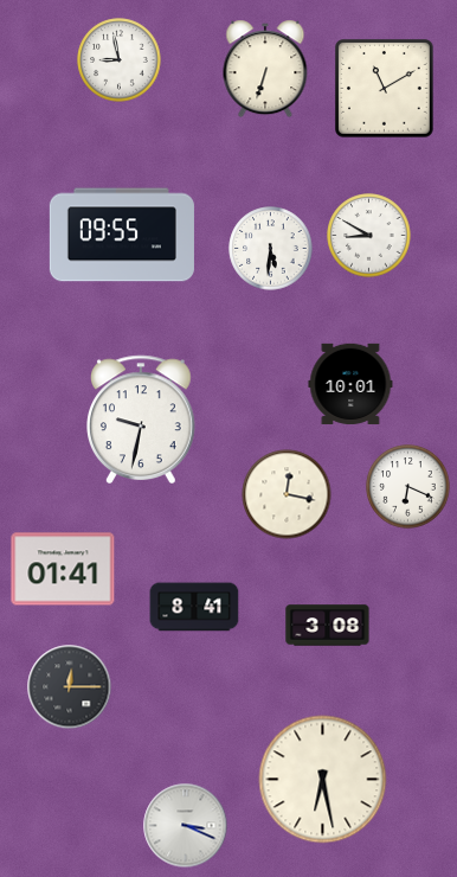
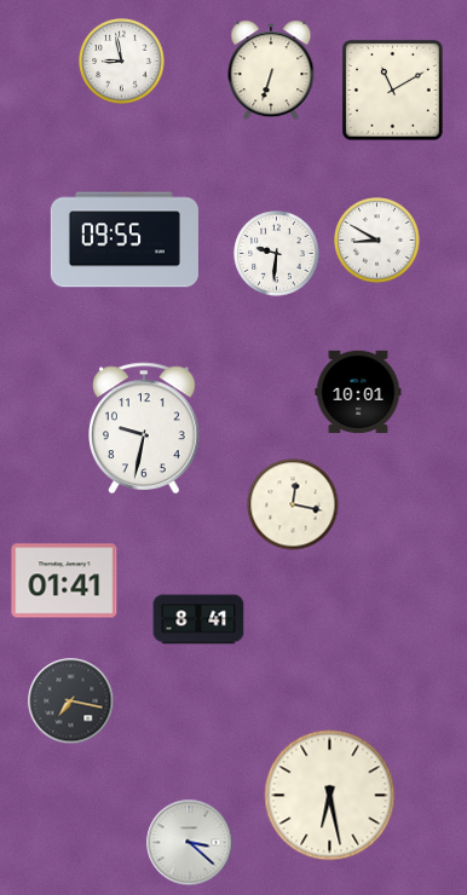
clock at (271, 249): 5:31 -> 9:31
clock at (408, 487): 6:19 -> none
clock at (328, 626): 3:08 -> none
clock at (70, 687): 12:15 -> 7:17
clock at (186, 826): 3:19 -> 3:22
